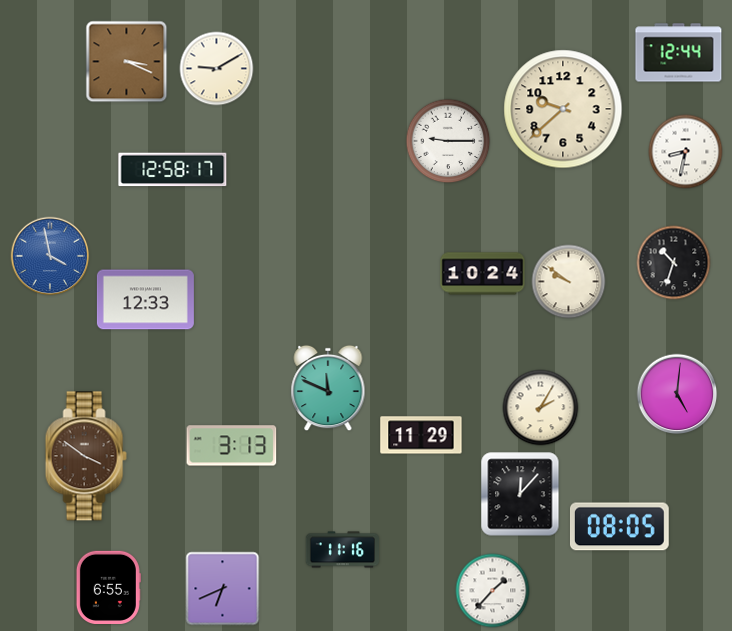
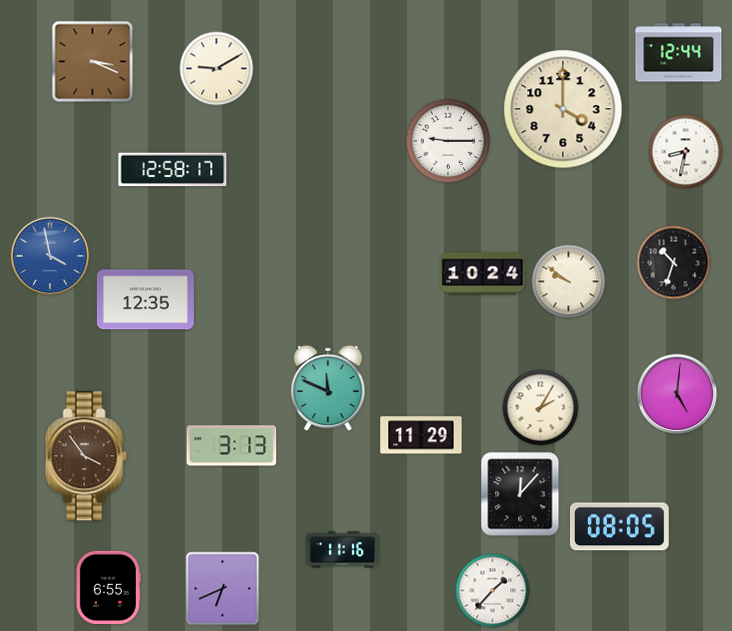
clock at (127, 62) position: (127, 62) -> (93, 62)
clock at (563, 109): 9:38 -> 4:00
clock at (145, 300): 12:33 -> 12:35
clock at (86, 456): 3:51 -> 3:54
